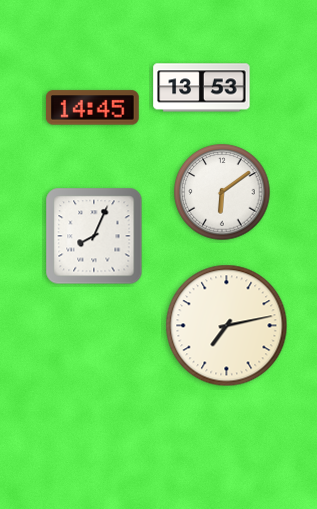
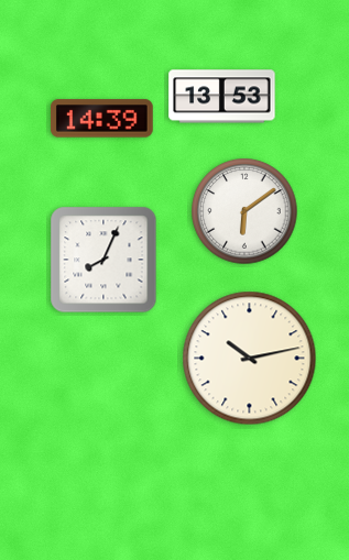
clock at (92, 108): 14:45 -> 14:39
clock at (227, 326): 7:13 -> 10:13
